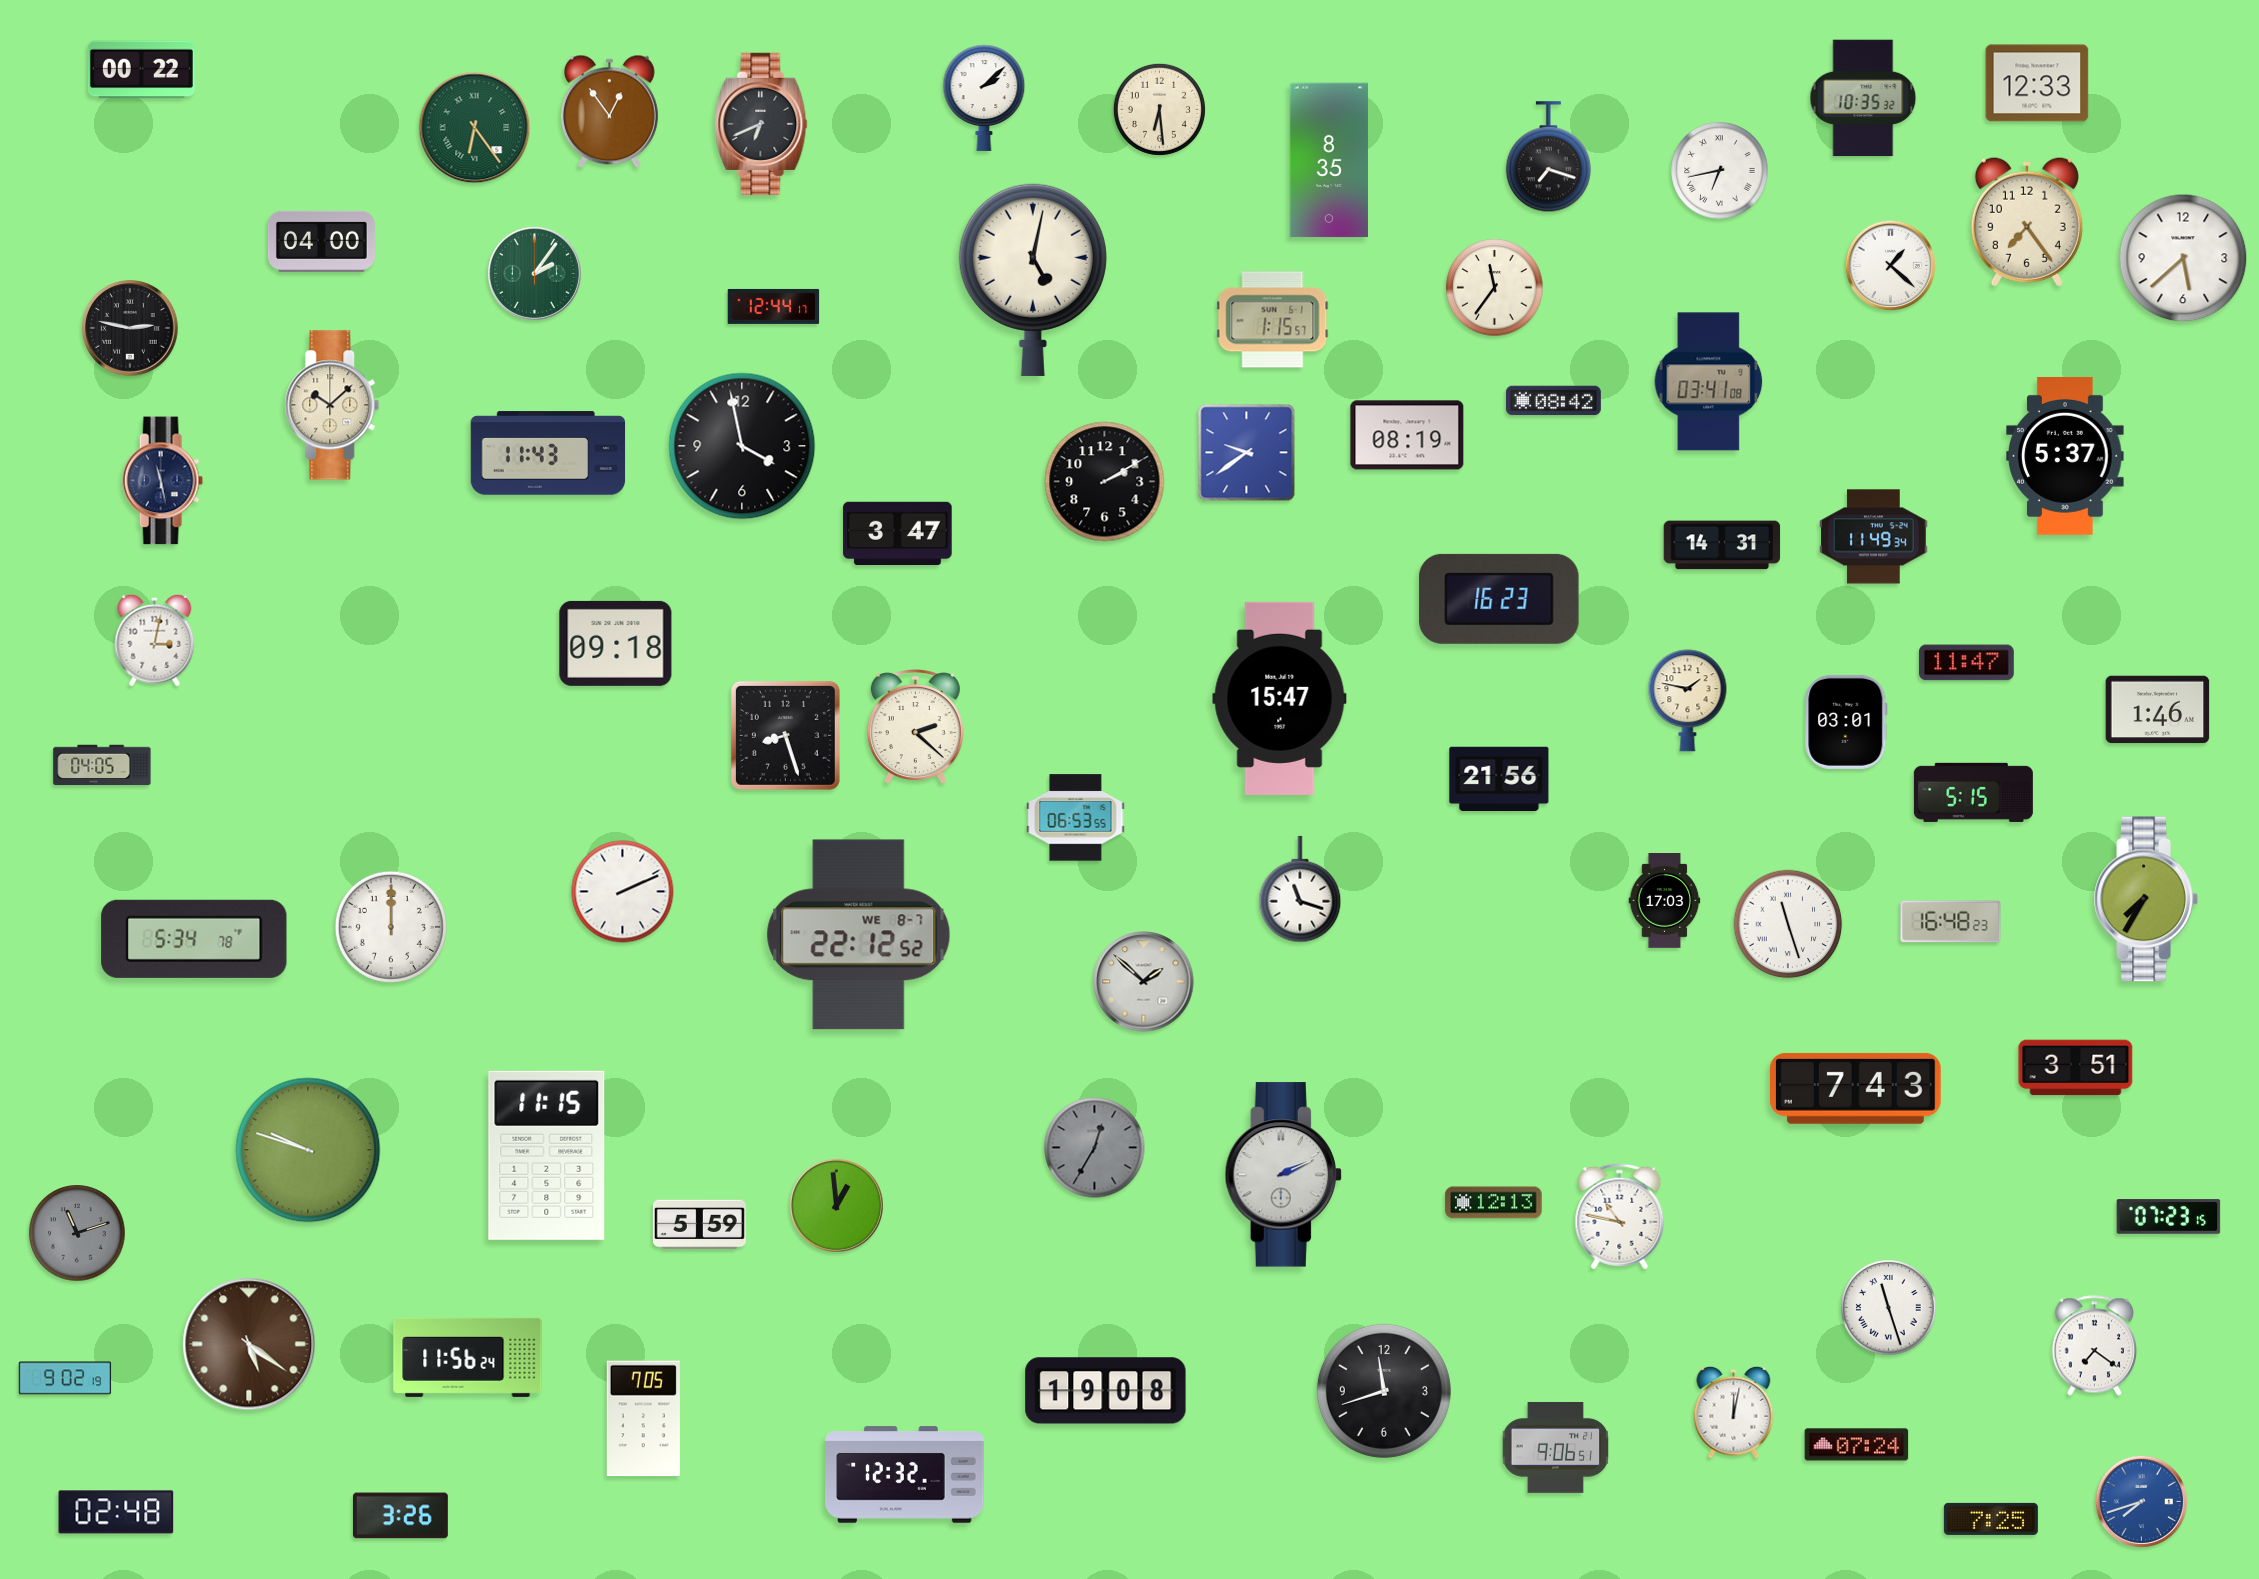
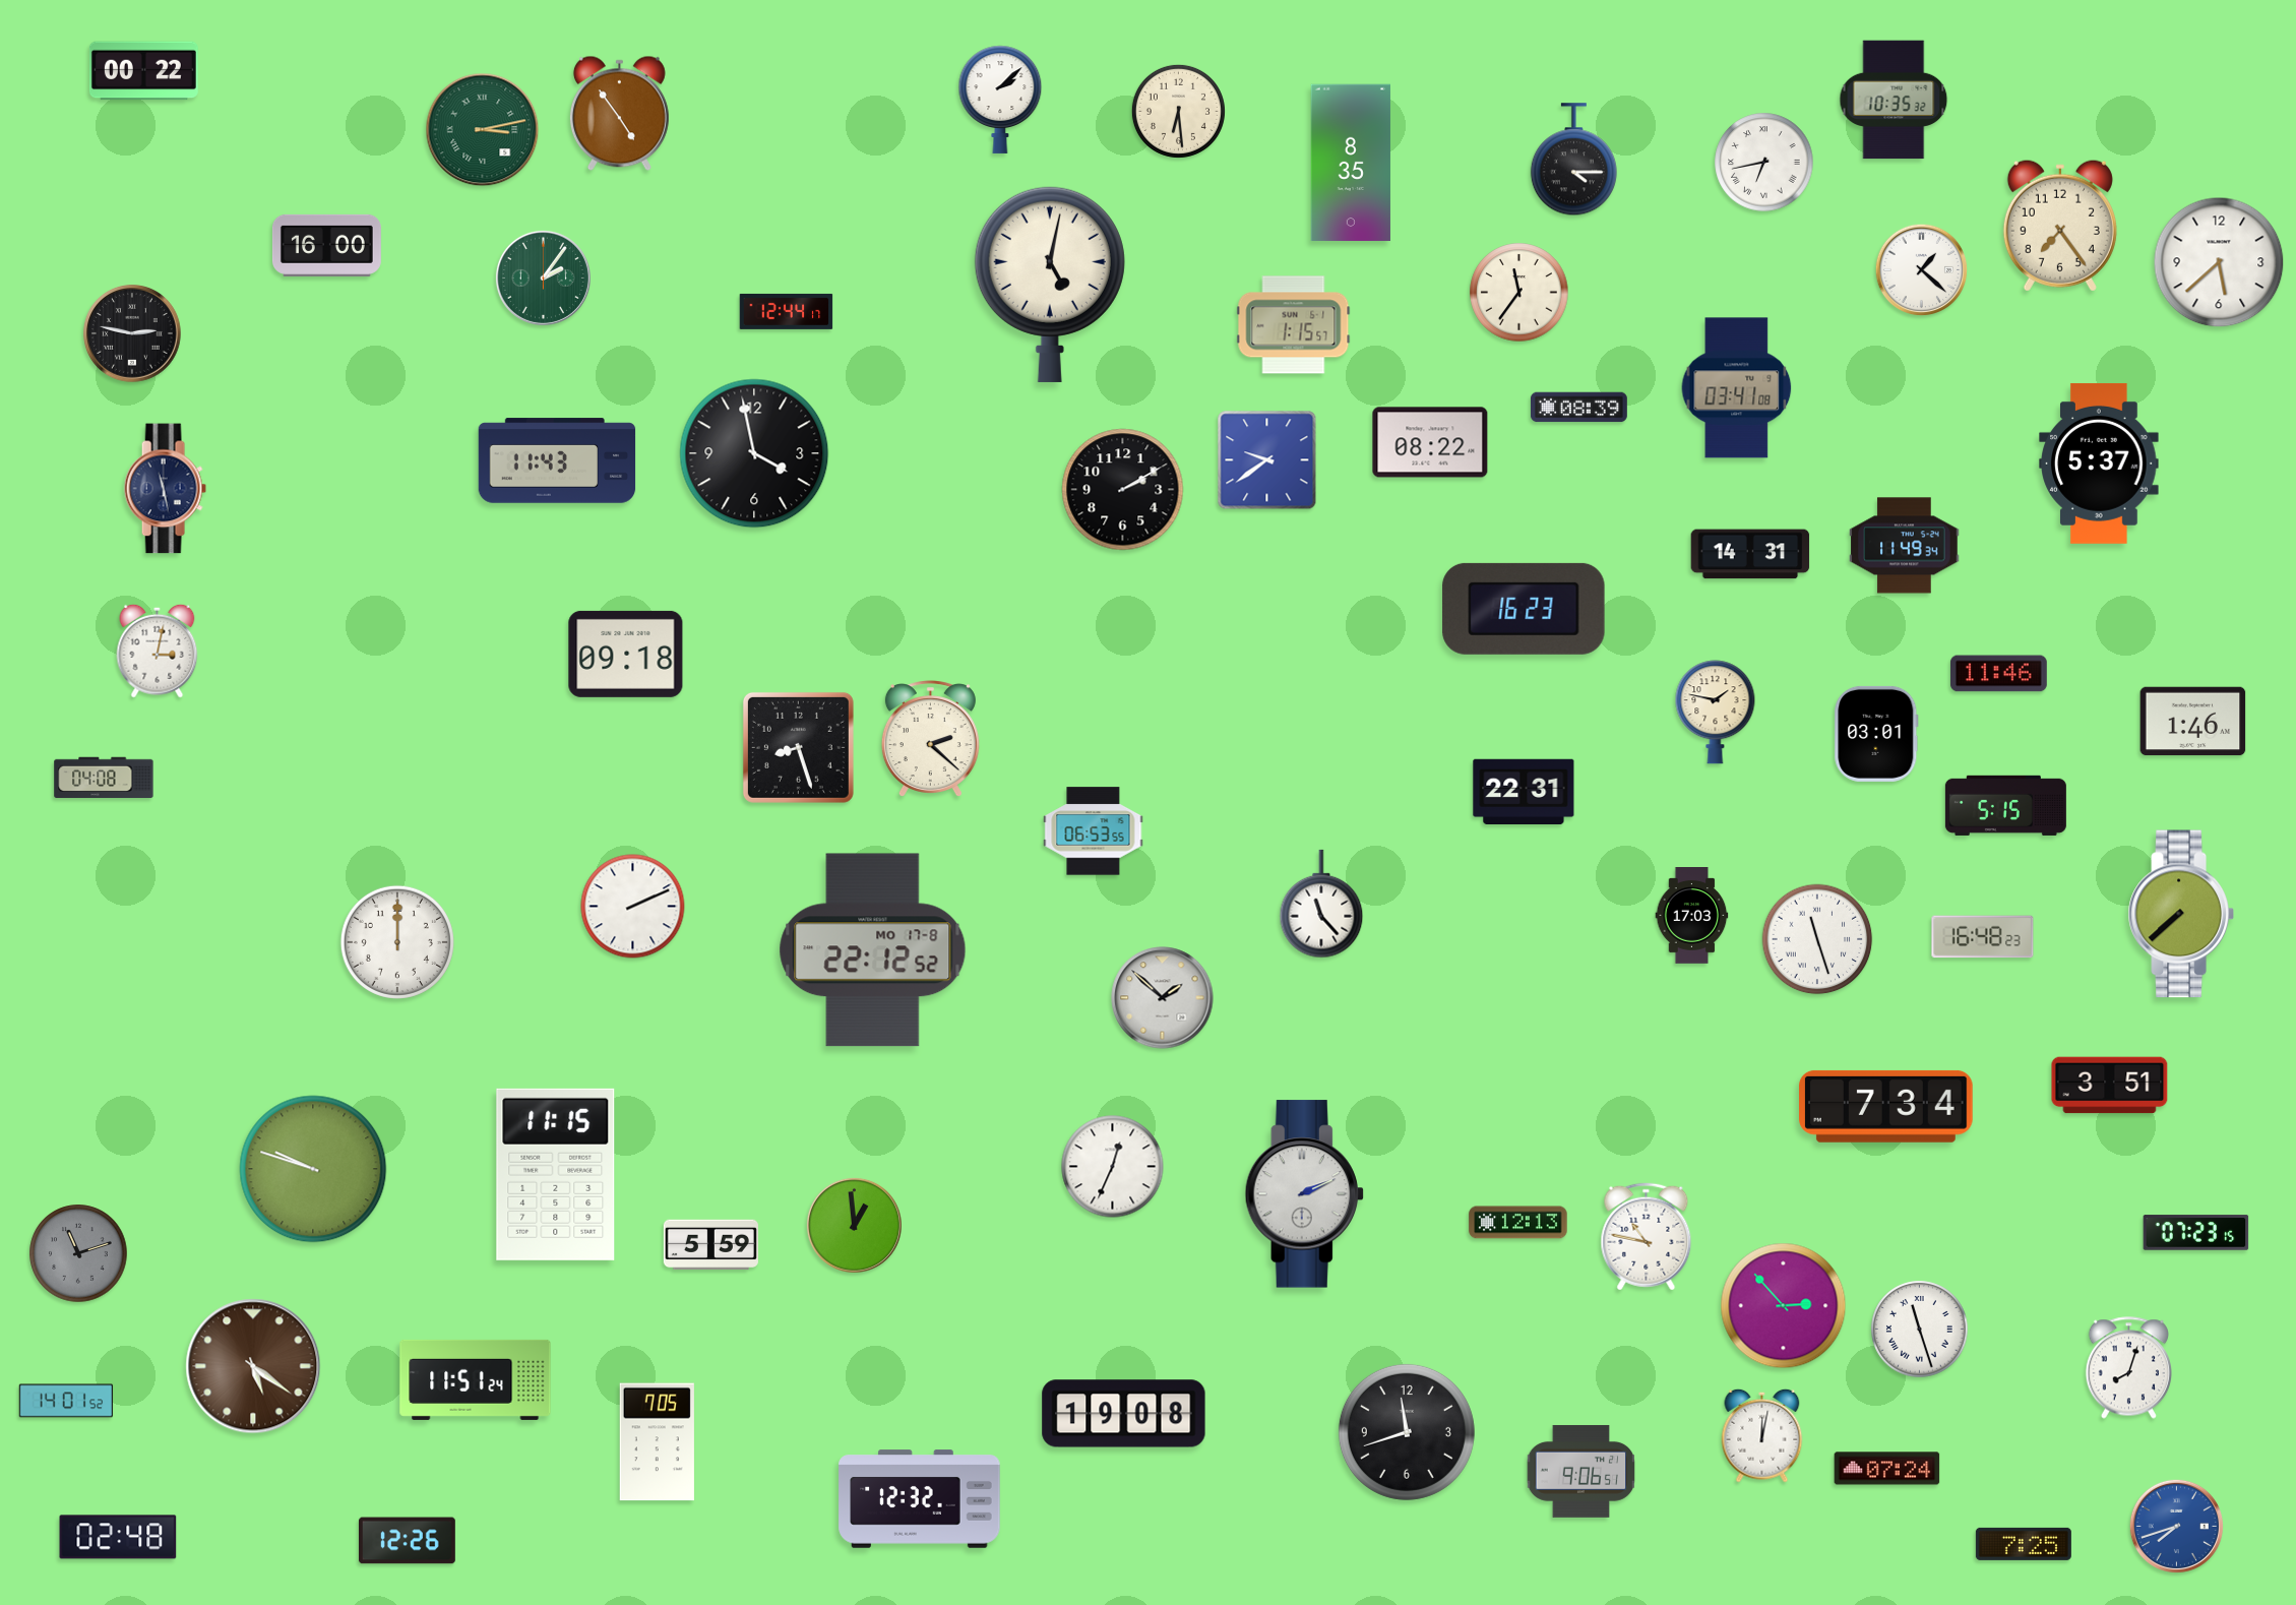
clock at (2037, 83): 12:33 -> none
clock at (609, 112): 12:54 -> 4:54
clock at (761, 124): 6:41 -> none
clock at (475, 128): 6:24 -> 3:13
clock at (1548, 157): 7:18 -> 4:15
clock at (1720, 171) position: (1720, 171) -> (1764, 163)
clock at (321, 241): 04:00 -> 16:00
clock at (1553, 401): 08:42 -> 08:39
clock at (332, 405): 10:08 -> none
clock at (1407, 435): 08:19 -> 08:22
clock at (898, 533): 3:47 -> none
clock at (1966, 663): 11:47 -> 11:46
clock at (1280, 698): 15:47 -> none
clock at (102, 765): 04:05 -> 04:08
clock at (1499, 778): 21:56 -> 22:31
clock at (1300, 889): 11:18 -> 11:23
clock at (2146, 899): 7:35 -> 7:38
clock at (859, 935) date: WE 8-7 -> MO 17-8
clock at (194, 939): 5:34 -> none
clock at (1856, 1088): 7:43 -> 7:34
clock at (1095, 1148): 12:35 -> 12:34
clock at (1095, 1148) dial: grey -> white
clock at (836, 1205) position: (836, 1205) -> (854, 1225)
clock at (2169, 1217) position: (2169, 1217) -> (2196, 1233)
clock at (1784, 1306): none -> 2:53
clock at (2094, 1346): 7:21 -> 8:03
clock at (468, 1357): 11:56 -> 11:51
clock at (65, 1378): 9:02 -> 14:01
clock at (1384, 1391) position: (1384, 1391) -> (1407, 1432)
clock at (643, 1419) position: (643, 1419) -> (657, 1442)
clock at (400, 1516): 3:26 -> 12:26
